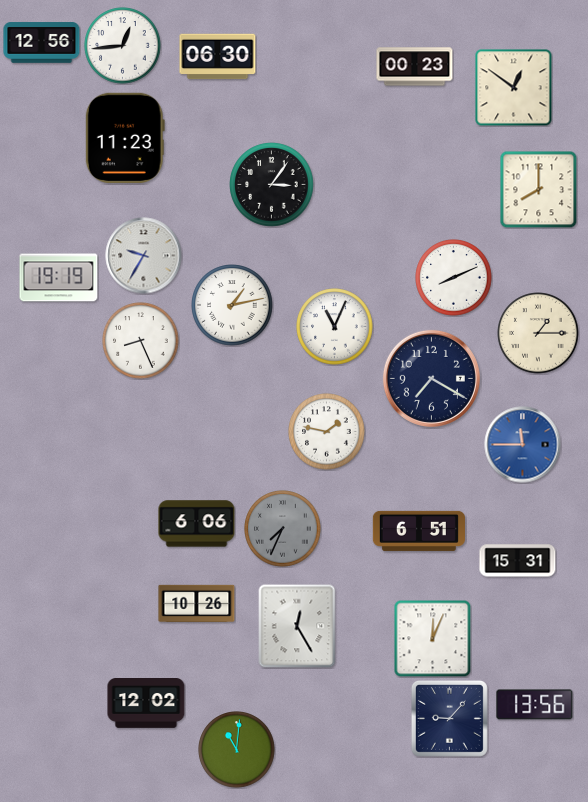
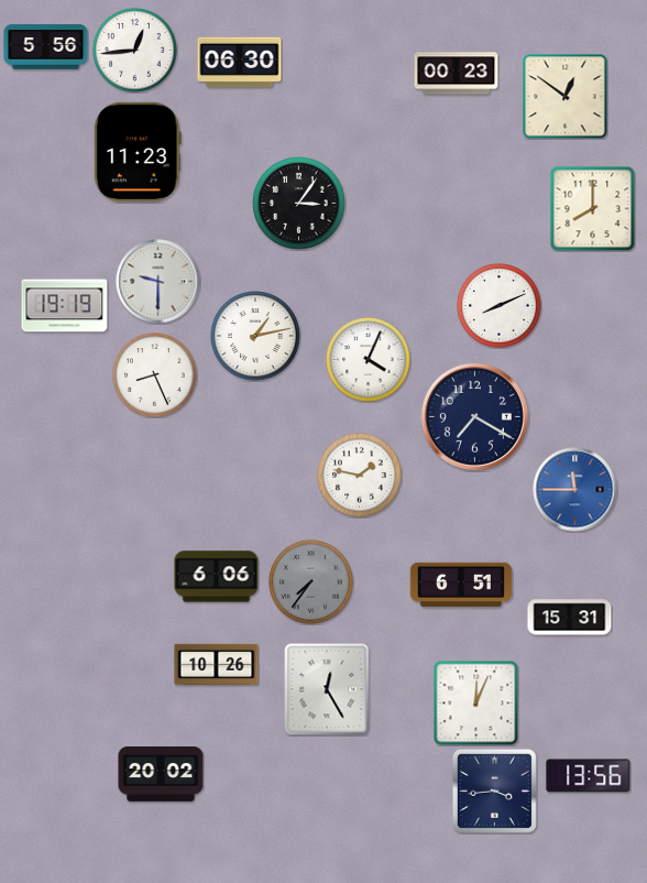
clock at (42, 43): 12:56 -> 5:56
clock at (144, 256): 9:35 -> 9:30
clock at (335, 327): 11:04 -> 4:04
clock at (538, 333): 1:15 -> none
clock at (283, 529): 7:34 -> 7:36
clock at (146, 704): 12:02 -> 20:02
clock at (449, 718): 9:07 -> 3:44
clock at (237, 750): 11:01 -> none
